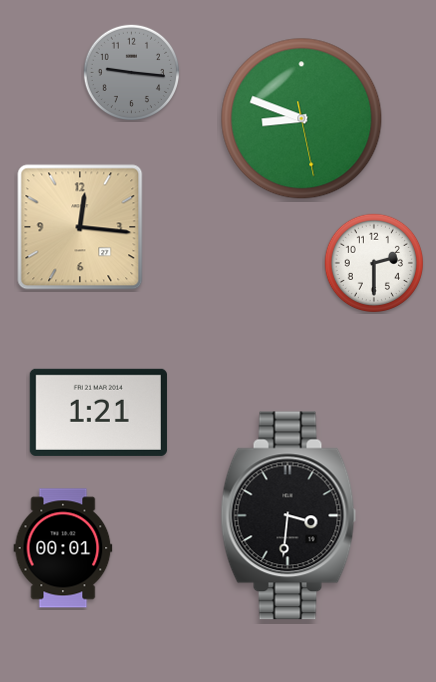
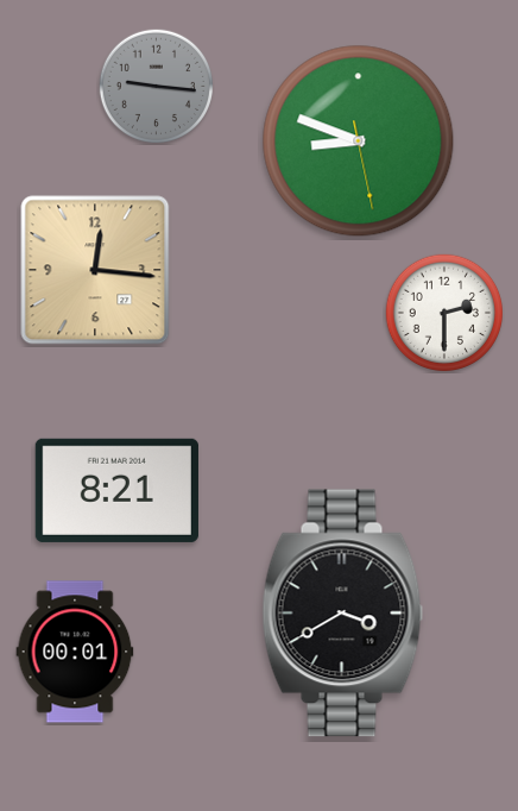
clock at (98, 412): 1:21 -> 8:21
clock at (289, 516): 3:31 -> 3:40
